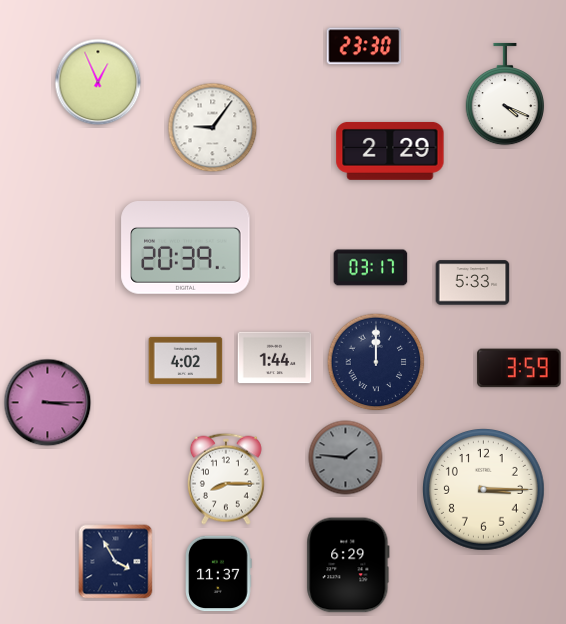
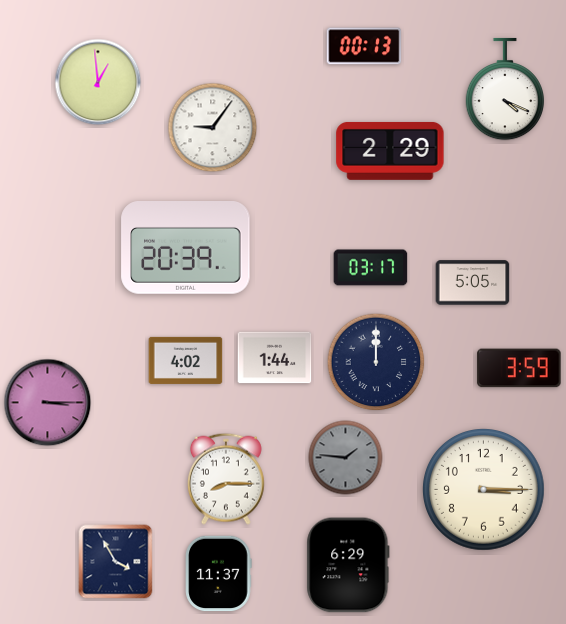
clock at (364, 46): 23:30 -> 00:13
clock at (98, 82): 12:56 -> 12:59
clock at (504, 94) position: (504, 94) -> (504, 89)
clock at (473, 283): 5:33 -> 5:05
